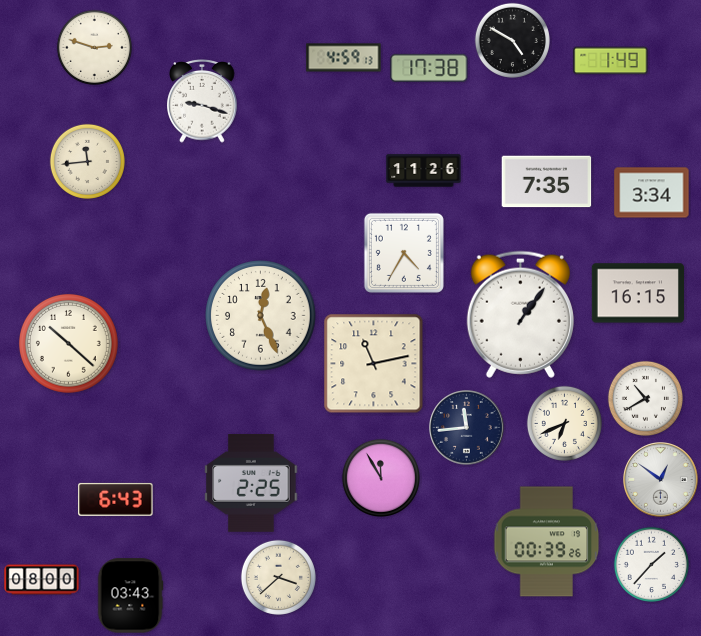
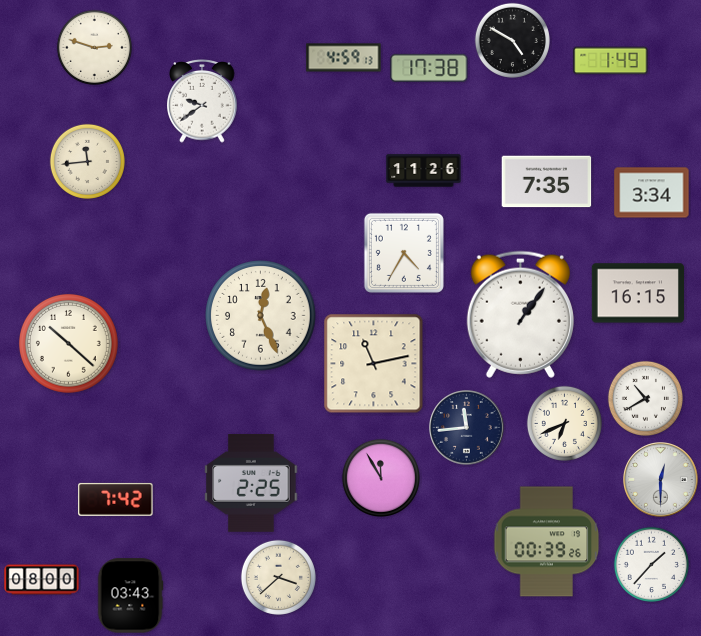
clock at (202, 102): 9:18 -> 9:39
clock at (661, 480): 12:51 -> 12:30
clock at (116, 499): 6:43 -> 7:42
